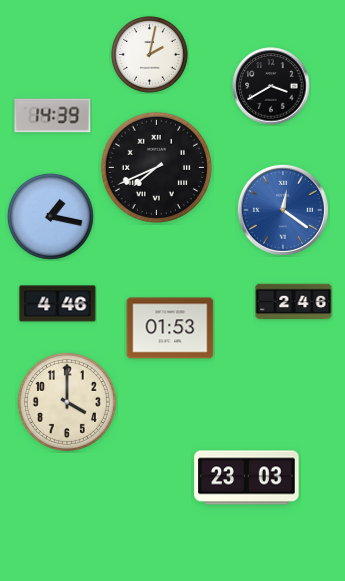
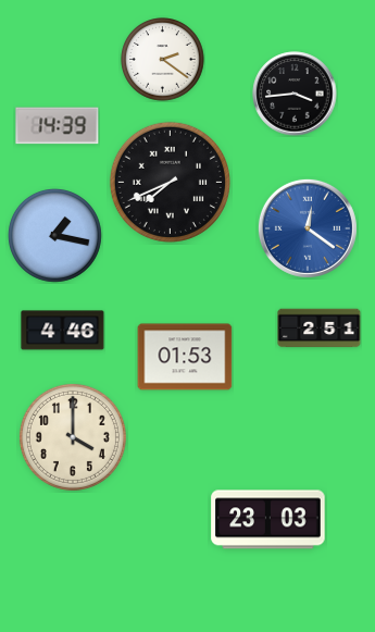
clock at (150, 55): 2:02 -> 2:21
clock at (271, 86): 3:40 -> 3:44
clock at (294, 302): 2:46 -> 2:51
